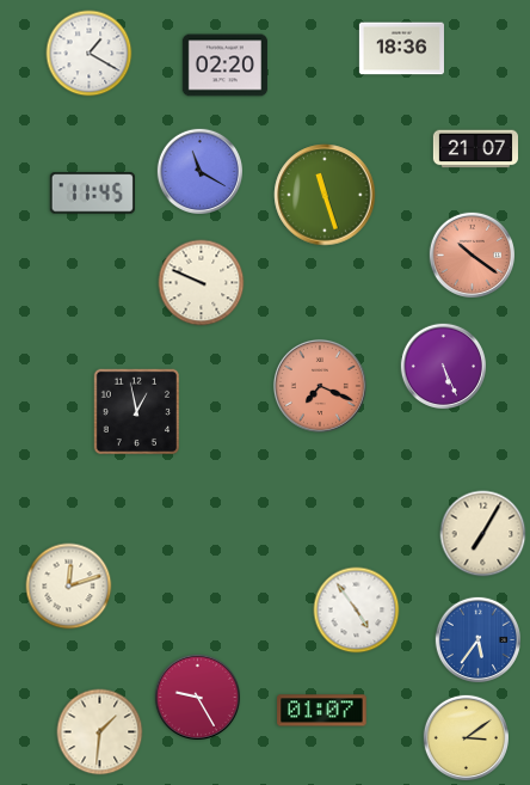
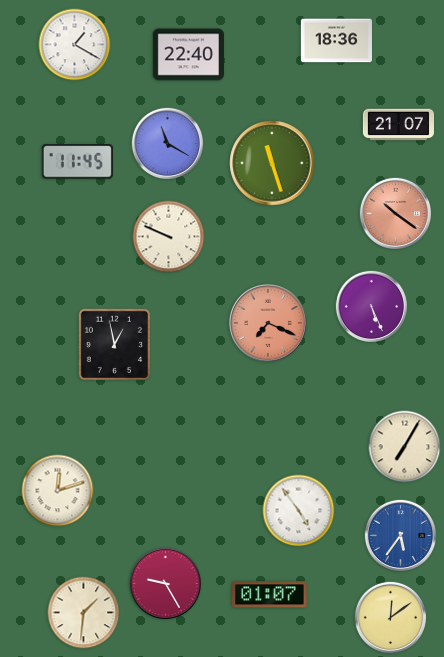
clock at (224, 66): 02:20 -> 22:40
clock at (466, 737): 3:09 -> 12:09
